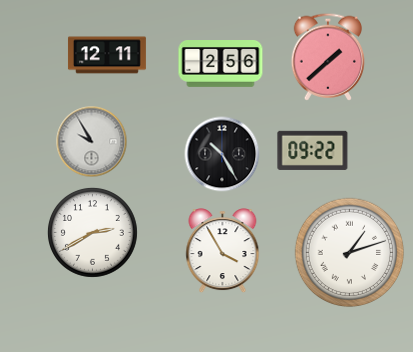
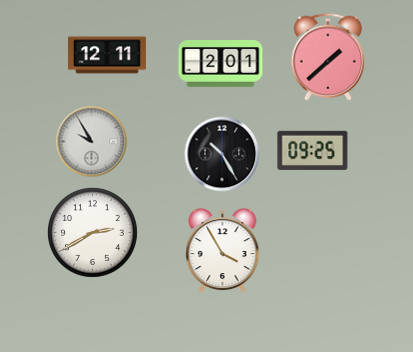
clock at (221, 64): 2:56 -> 2:01
clock at (313, 150): 09:22 -> 09:25
clock at (350, 253): 1:12 -> none
